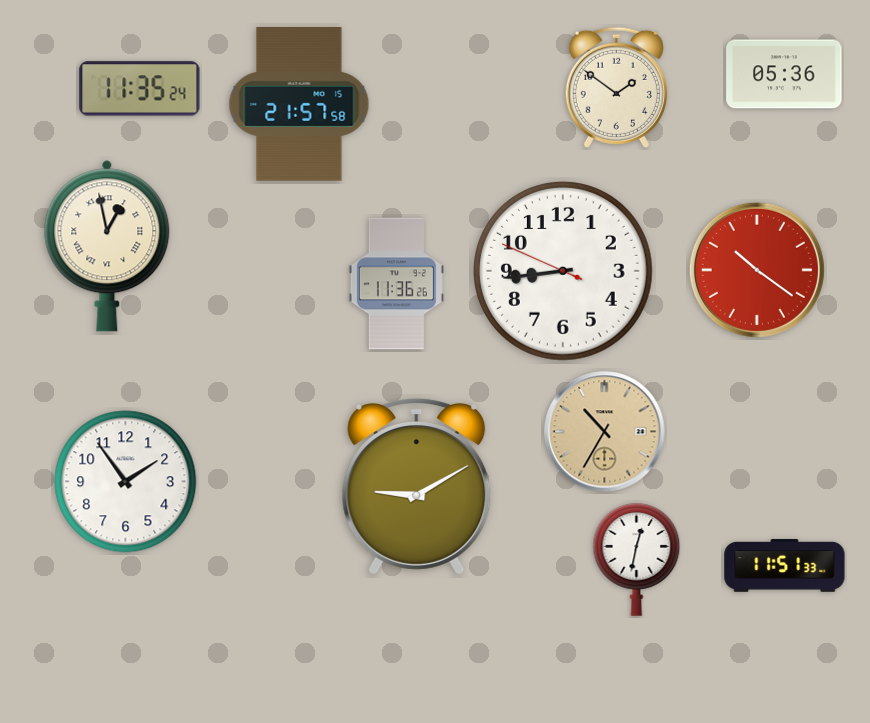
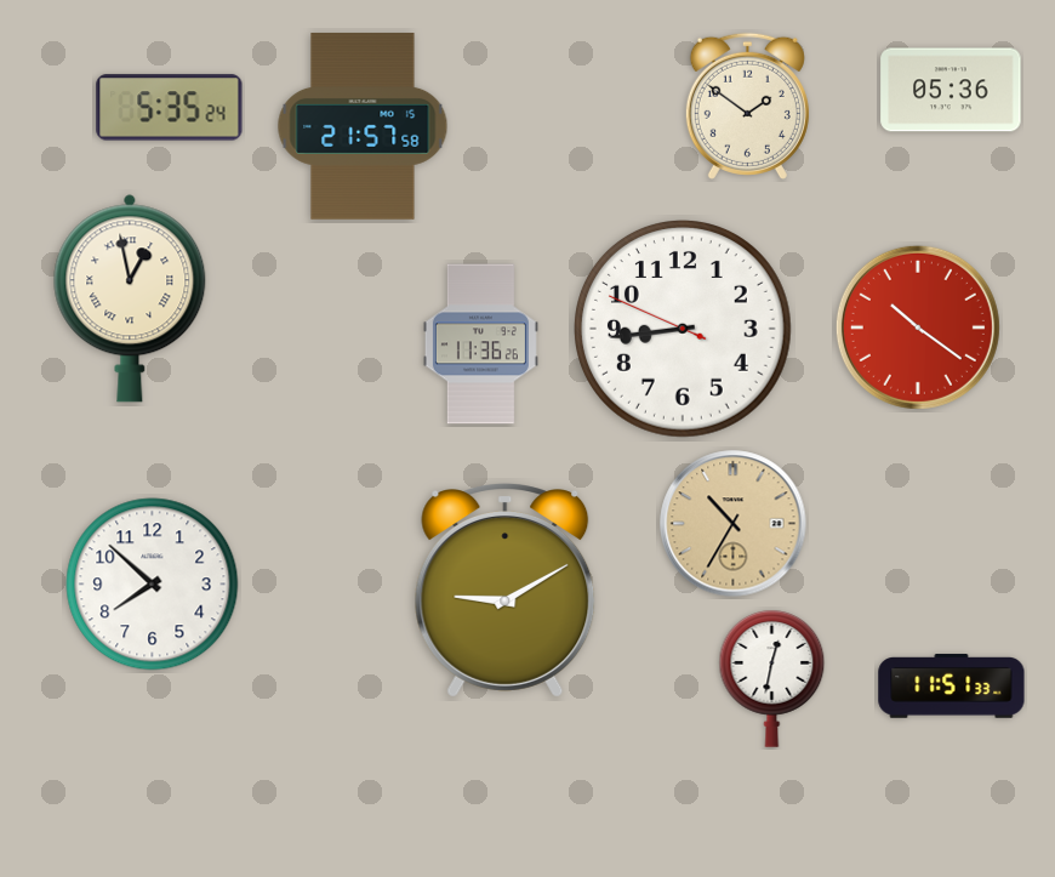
clock at (140, 89): 11:35 -> 5:35
clock at (126, 482): 1:54 -> 7:52
